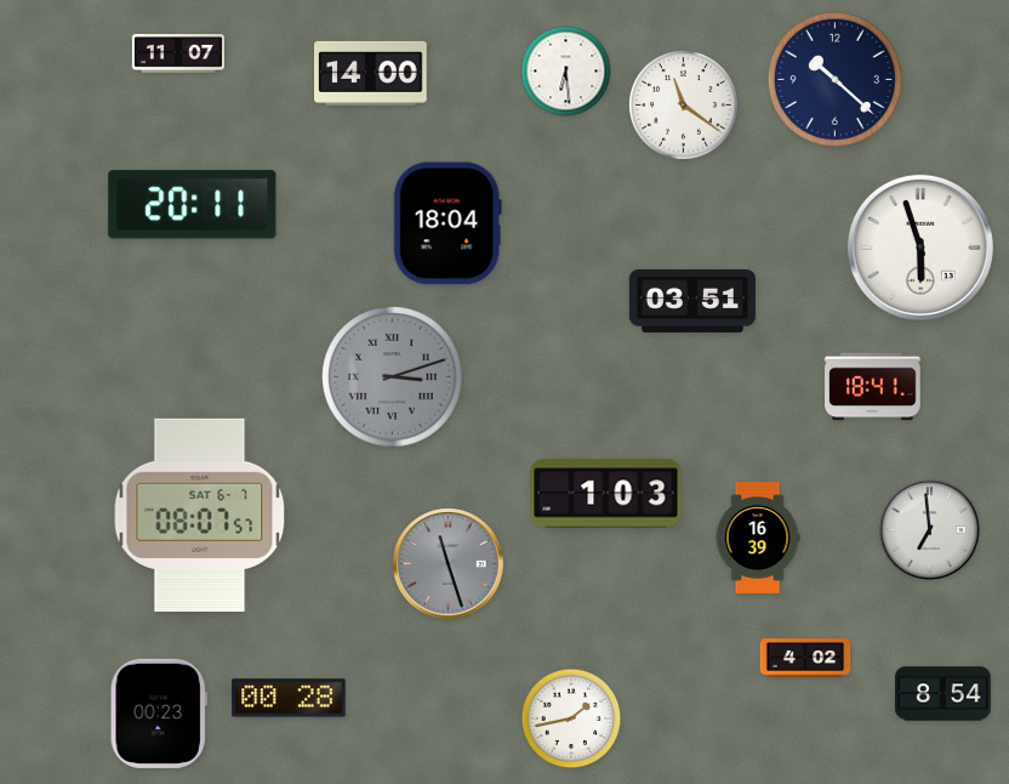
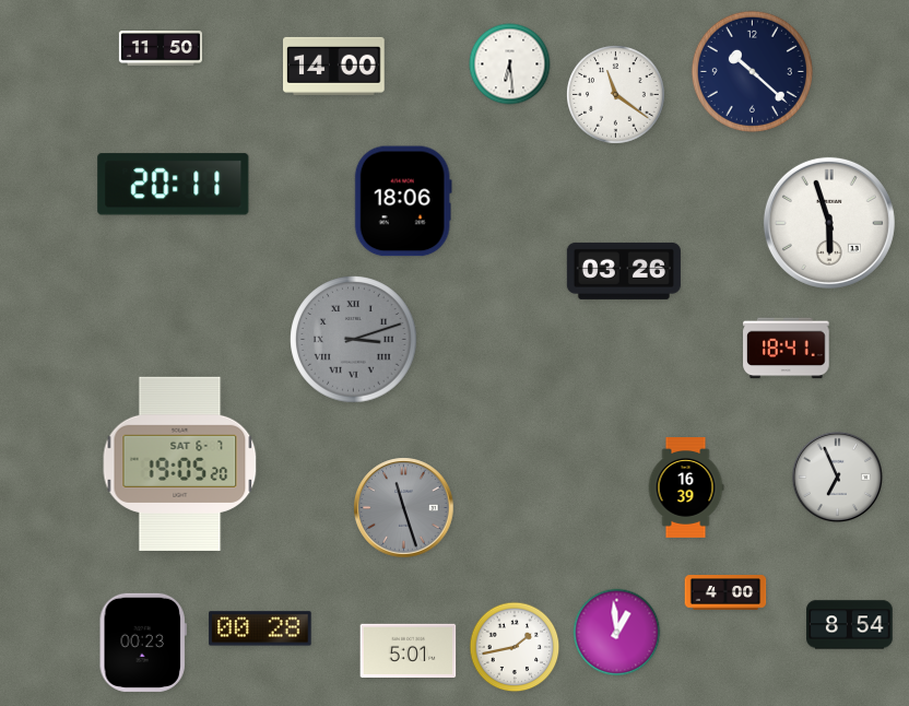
clock at (178, 53): 11:07 -> 11:50
clock at (448, 223): 18:04 -> 18:06
clock at (692, 301): 03:51 -> 03:26
clock at (606, 494): 1:03 -> none
clock at (200, 515): 08:07 -> 19:05
clock at (929, 529): 6:59 -> 6:56
clock at (758, 539) position: (758, 539) -> (686, 489)
clock at (805, 658): 4:02 -> 4:00
clock at (617, 633): none -> 12:59
clock at (409, 650): none -> 5:01
